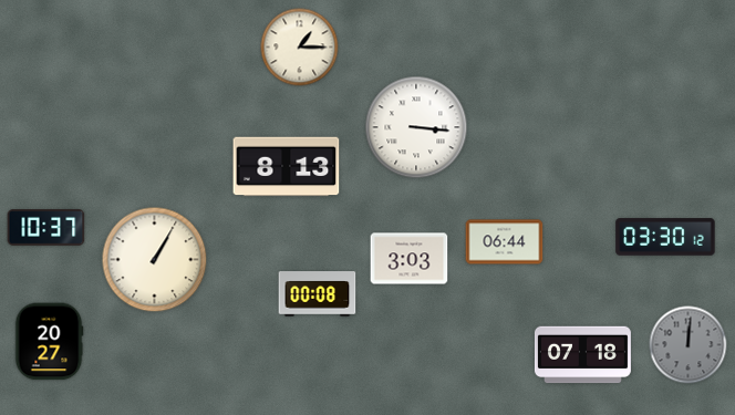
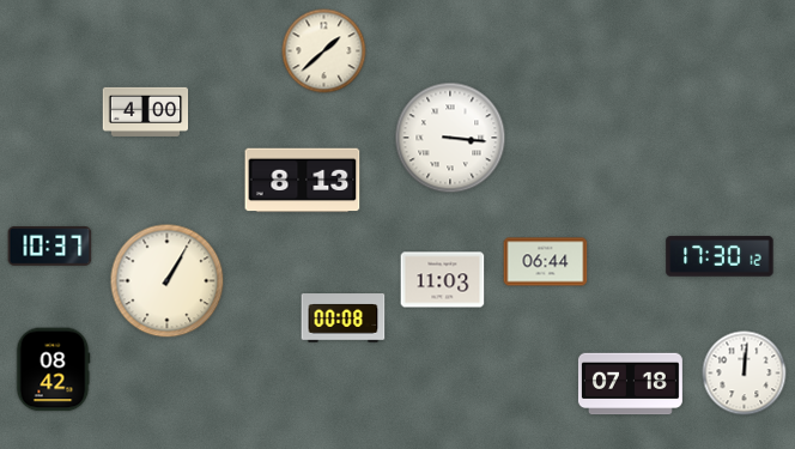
clock at (300, 48): 1:15 -> 1:38
clock at (146, 111): none -> 4:00
clock at (287, 167) position: (287, 167) -> (303, 181)
clock at (665, 237): 03:30 -> 17:30
clock at (410, 259): 3:03 -> 11:03
clock at (49, 342): 20:27 -> 08:42
clock at (689, 345) dial: grey -> white
